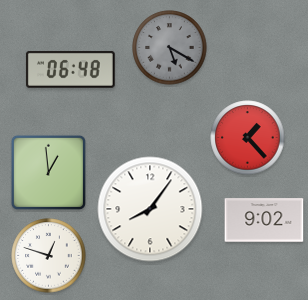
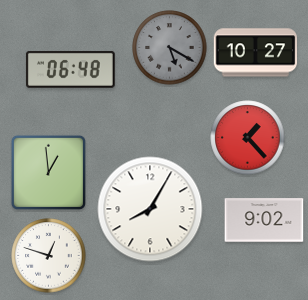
clock at (256, 53): none -> 10:27
clock at (150, 209): 8:06 -> 8:05
